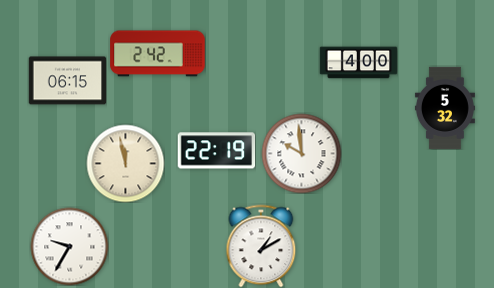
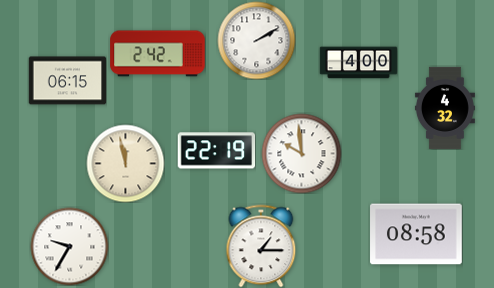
clock at (256, 40): none -> 2:10
clock at (445, 108): 5:32 -> 4:32
clock at (416, 234): none -> 08:58
clock at (261, 246): 1:10 -> 1:15
